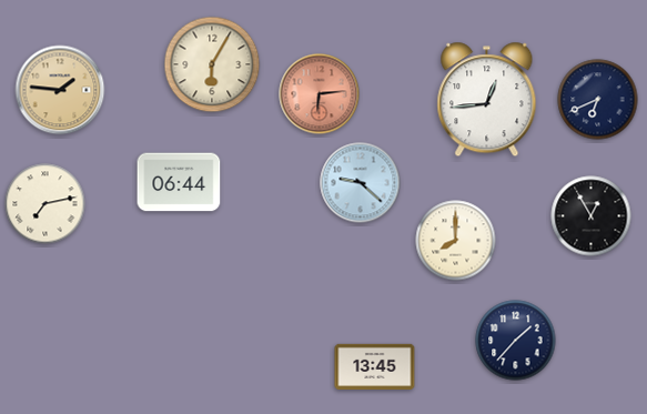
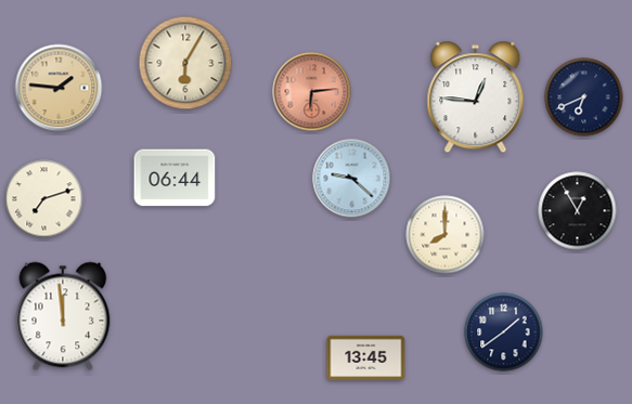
clock at (212, 64) position: (212, 64) -> (185, 63)
clock at (487, 100): 12:44 -> 12:46
clock at (46, 204): 7:13 -> 7:12
clock at (63, 316): none -> 11:59
clock at (516, 341): 1:37 -> 1:39
